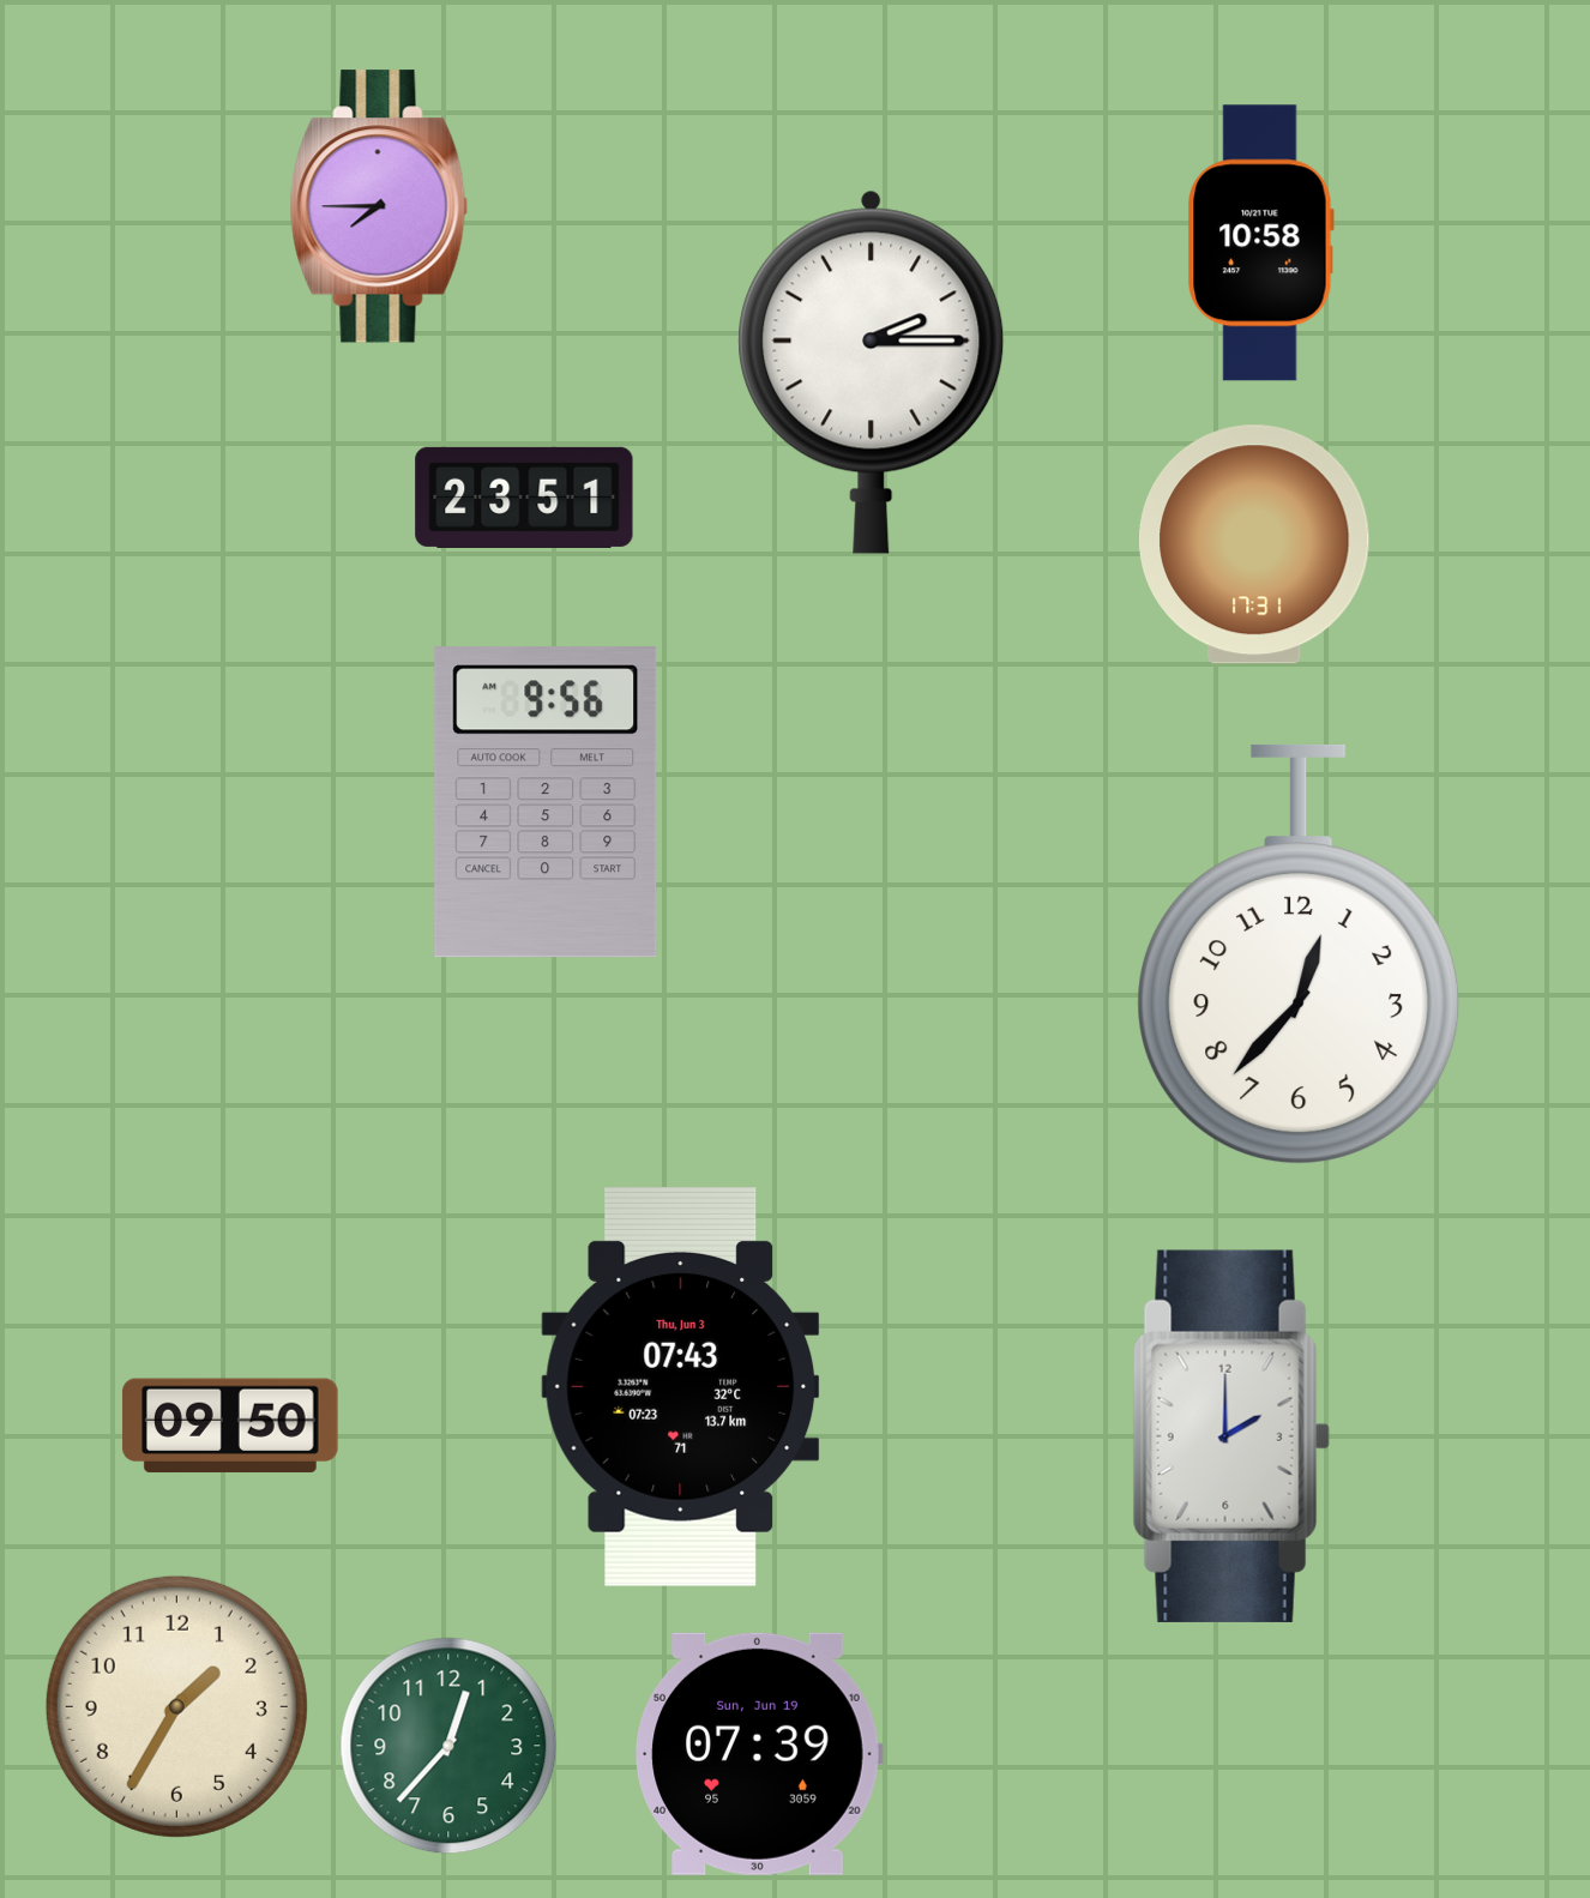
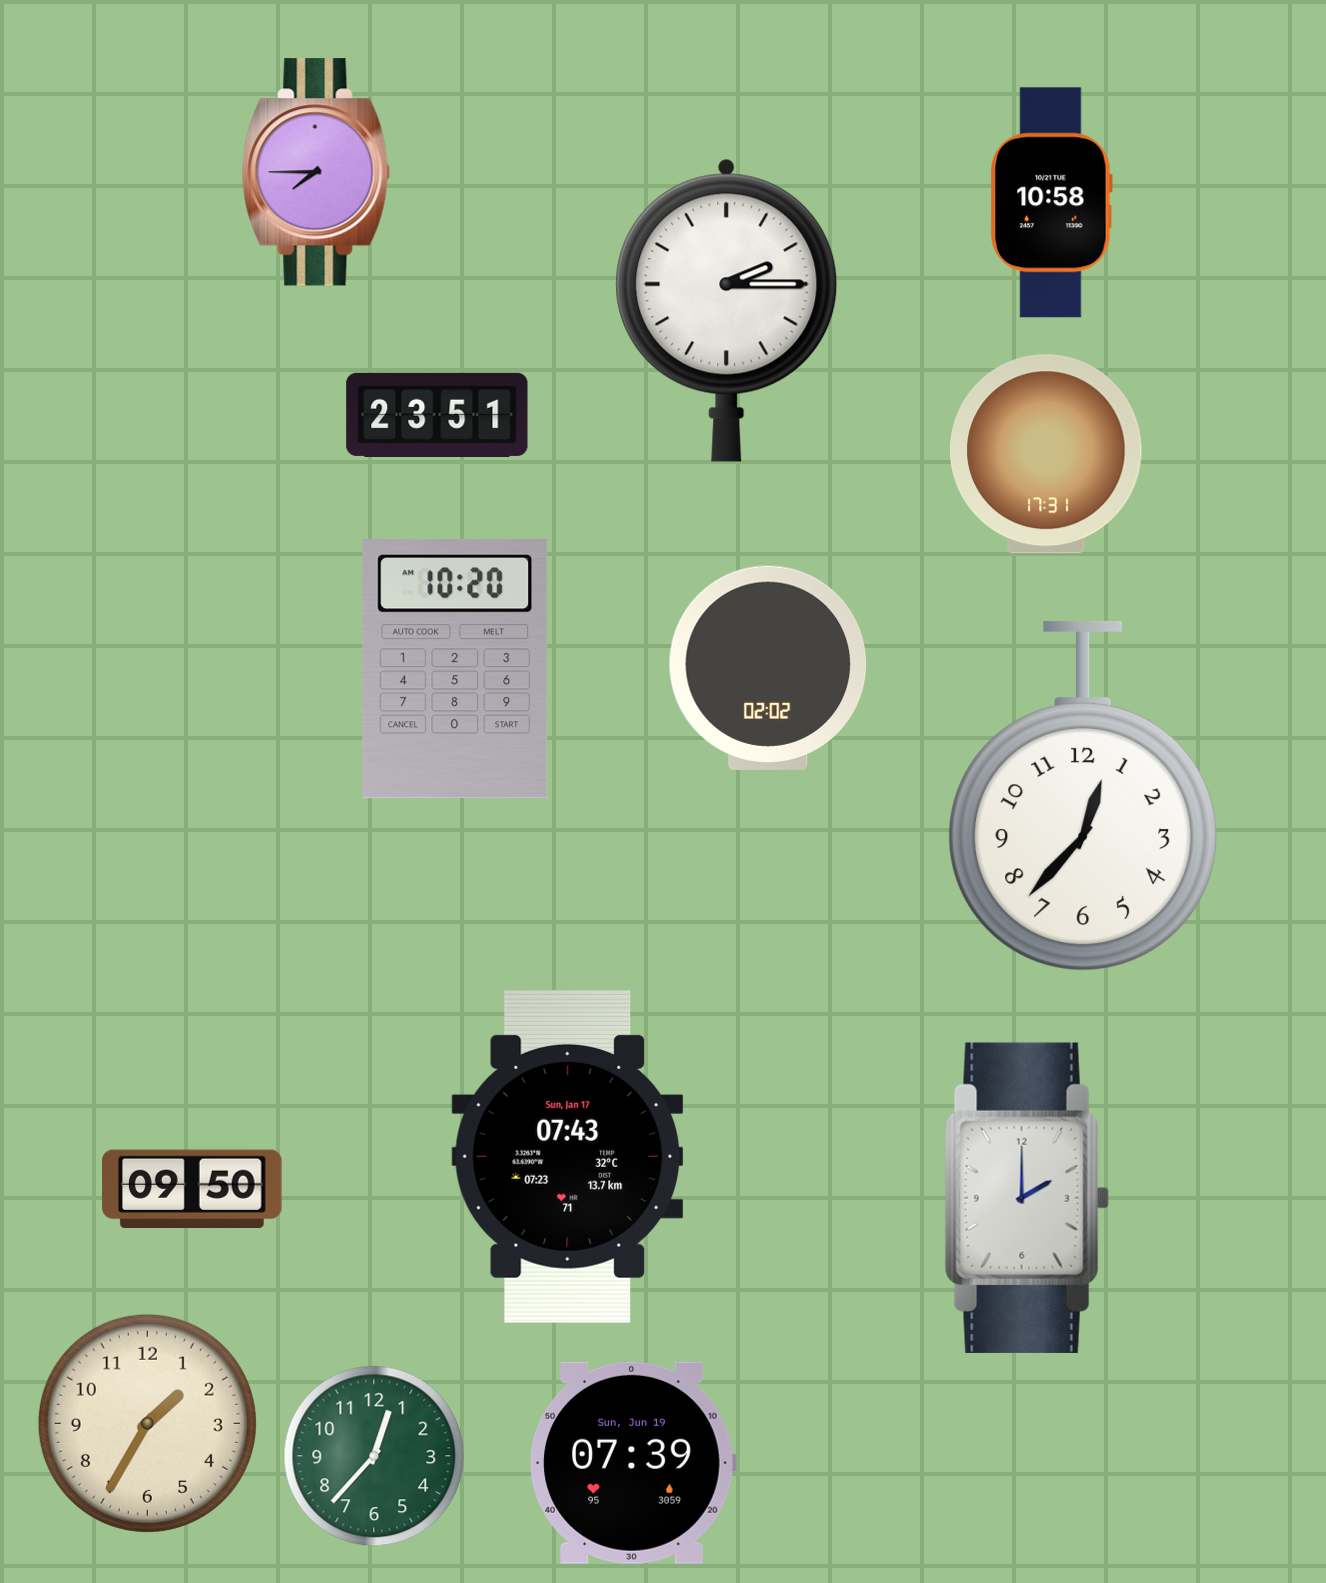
clock at (768, 668): none -> 02:02
clock at (546, 802): 9:56 -> 10:20
clock at (681, 1387) date: Thu, Jun 3 -> Sun, Jan 17
